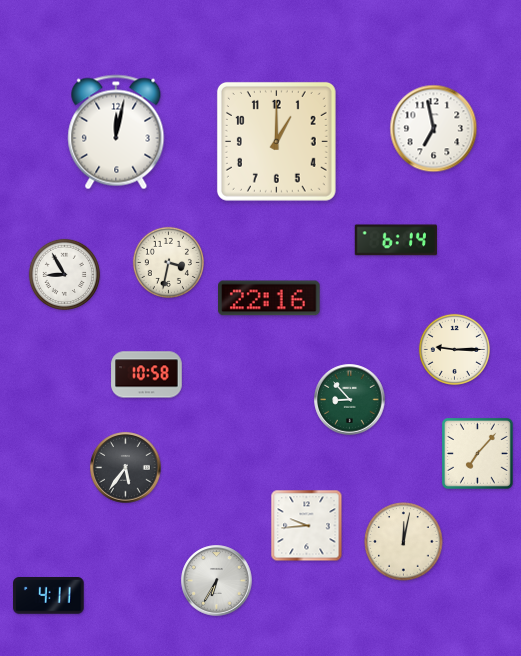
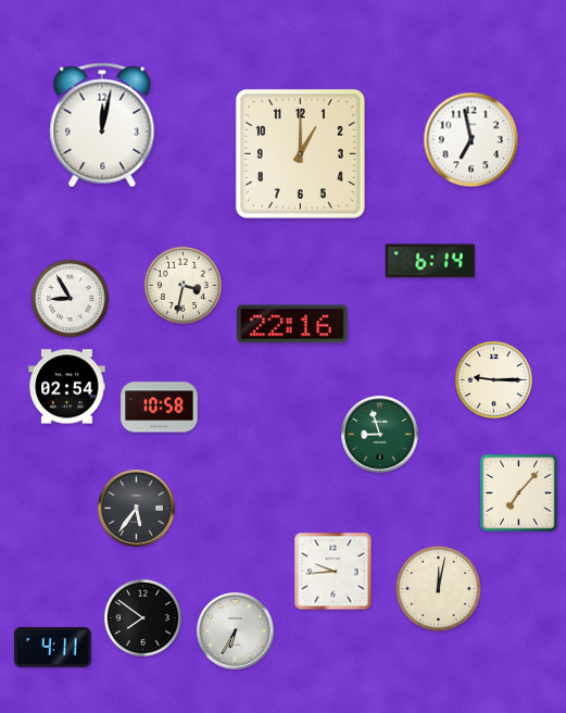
clock at (116, 132) position: (116, 132) -> (102, 125)
clock at (67, 387): none -> 02:54
clock at (350, 400): 8:53 -> 8:57
clock at (142, 617): none -> 7:51
